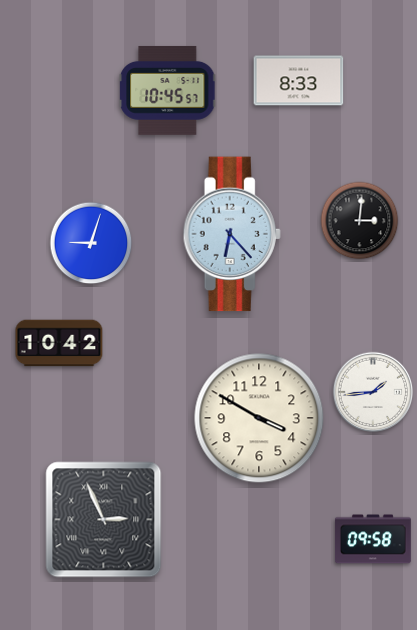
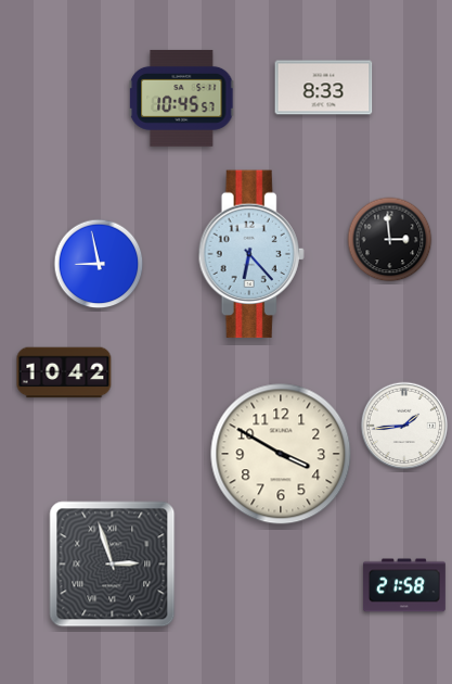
clock at (360, 221): 3:01 -> 2:59
clock at (91, 243): 9:03 -> 8:58
clock at (104, 520): 2:56 -> 2:57
clock at (373, 539): 09:58 -> 21:58
